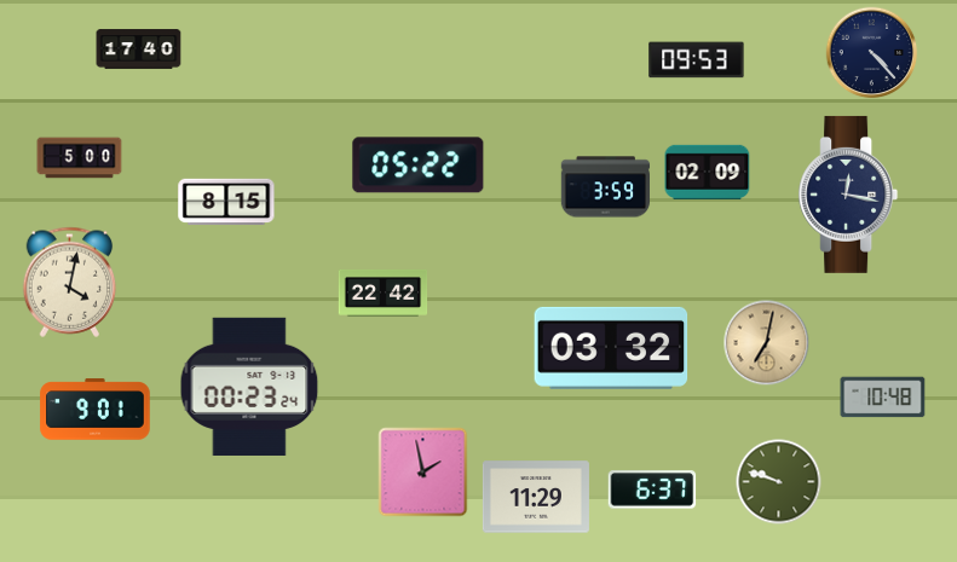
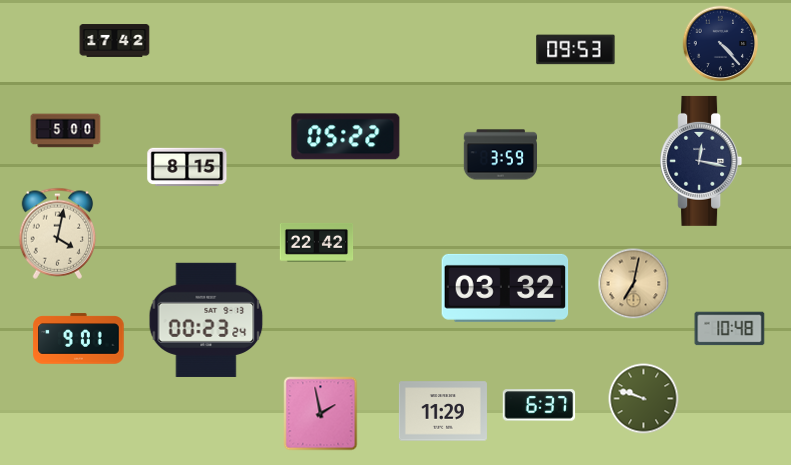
clock at (139, 50): 17:40 -> 17:42
clock at (708, 172): 02:09 -> none
clock at (423, 473) position: (423, 473) -> (321, 414)
